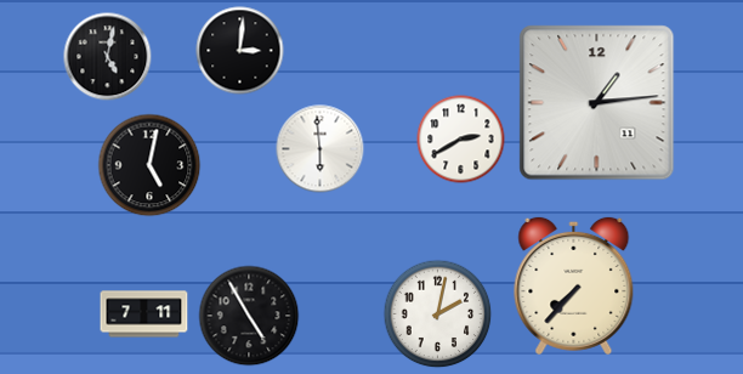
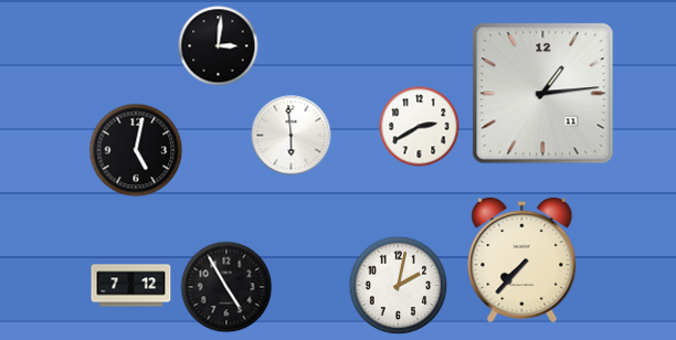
clock at (108, 57): 5:02 -> none
clock at (144, 314): 7:11 -> 7:12
